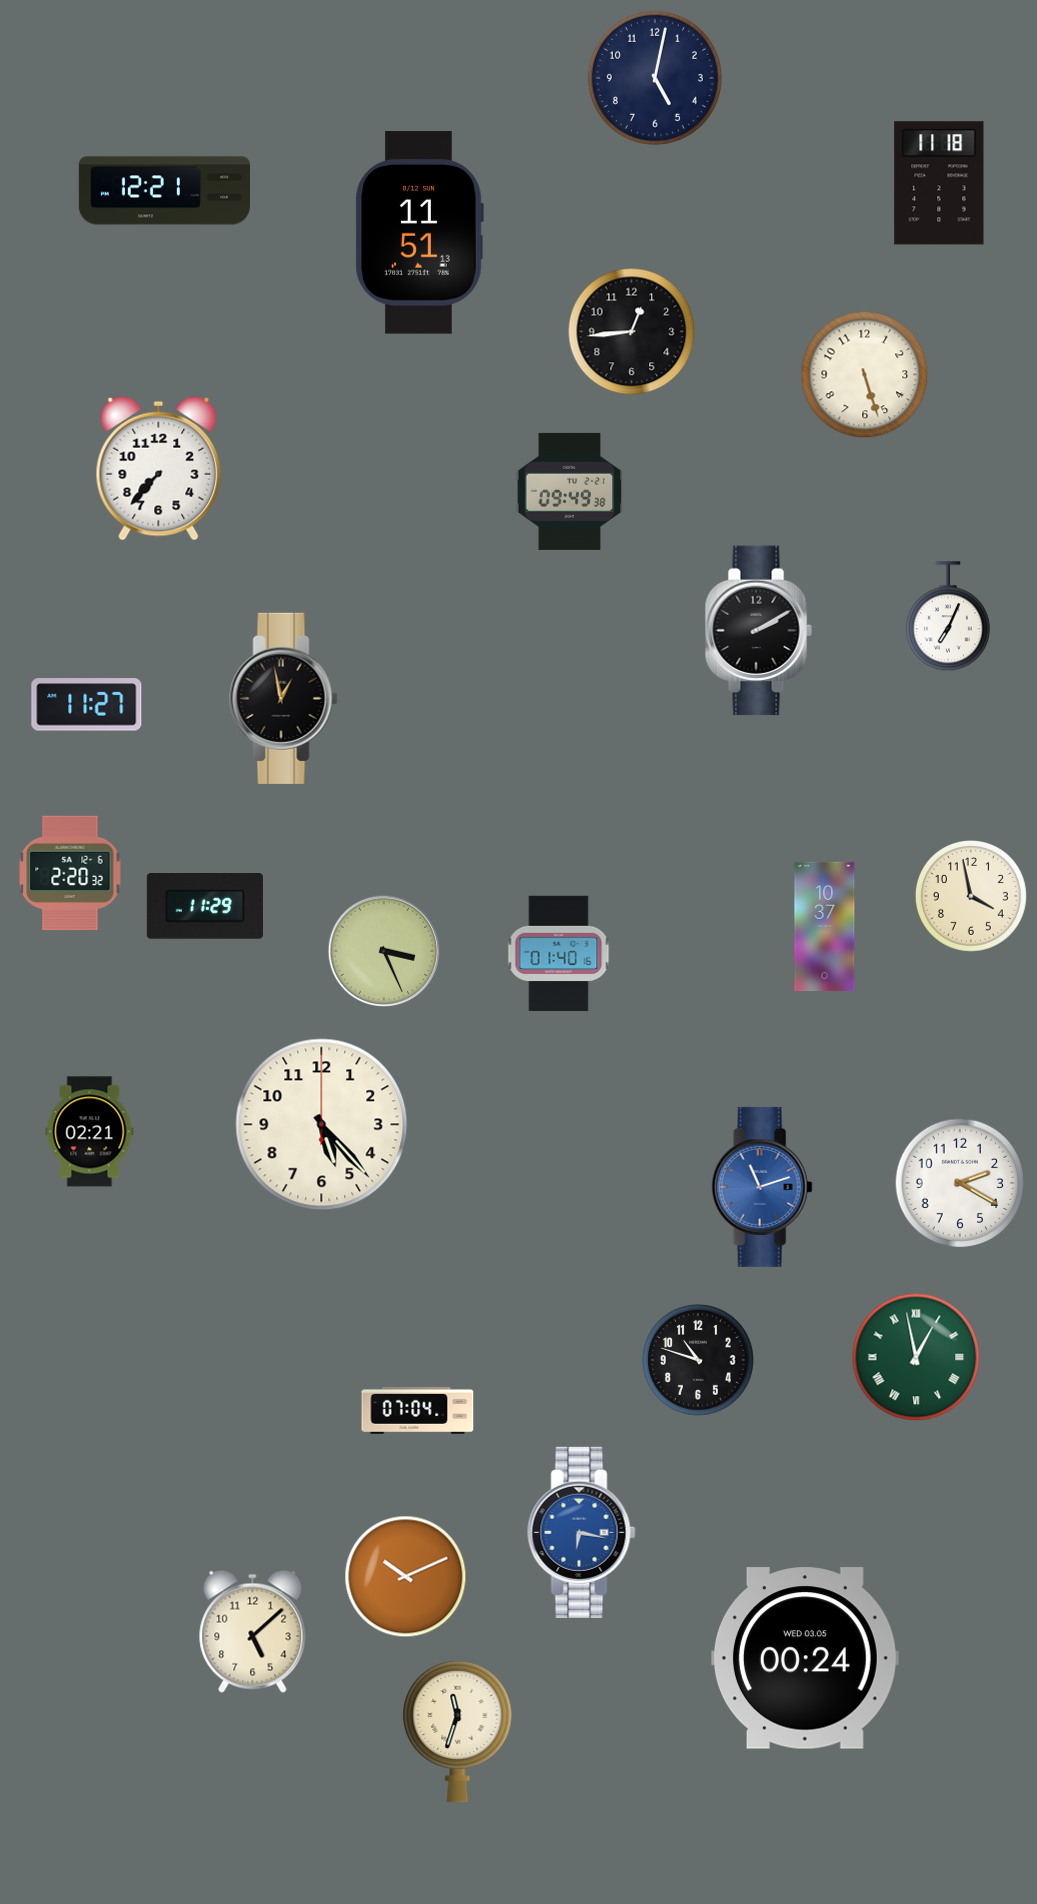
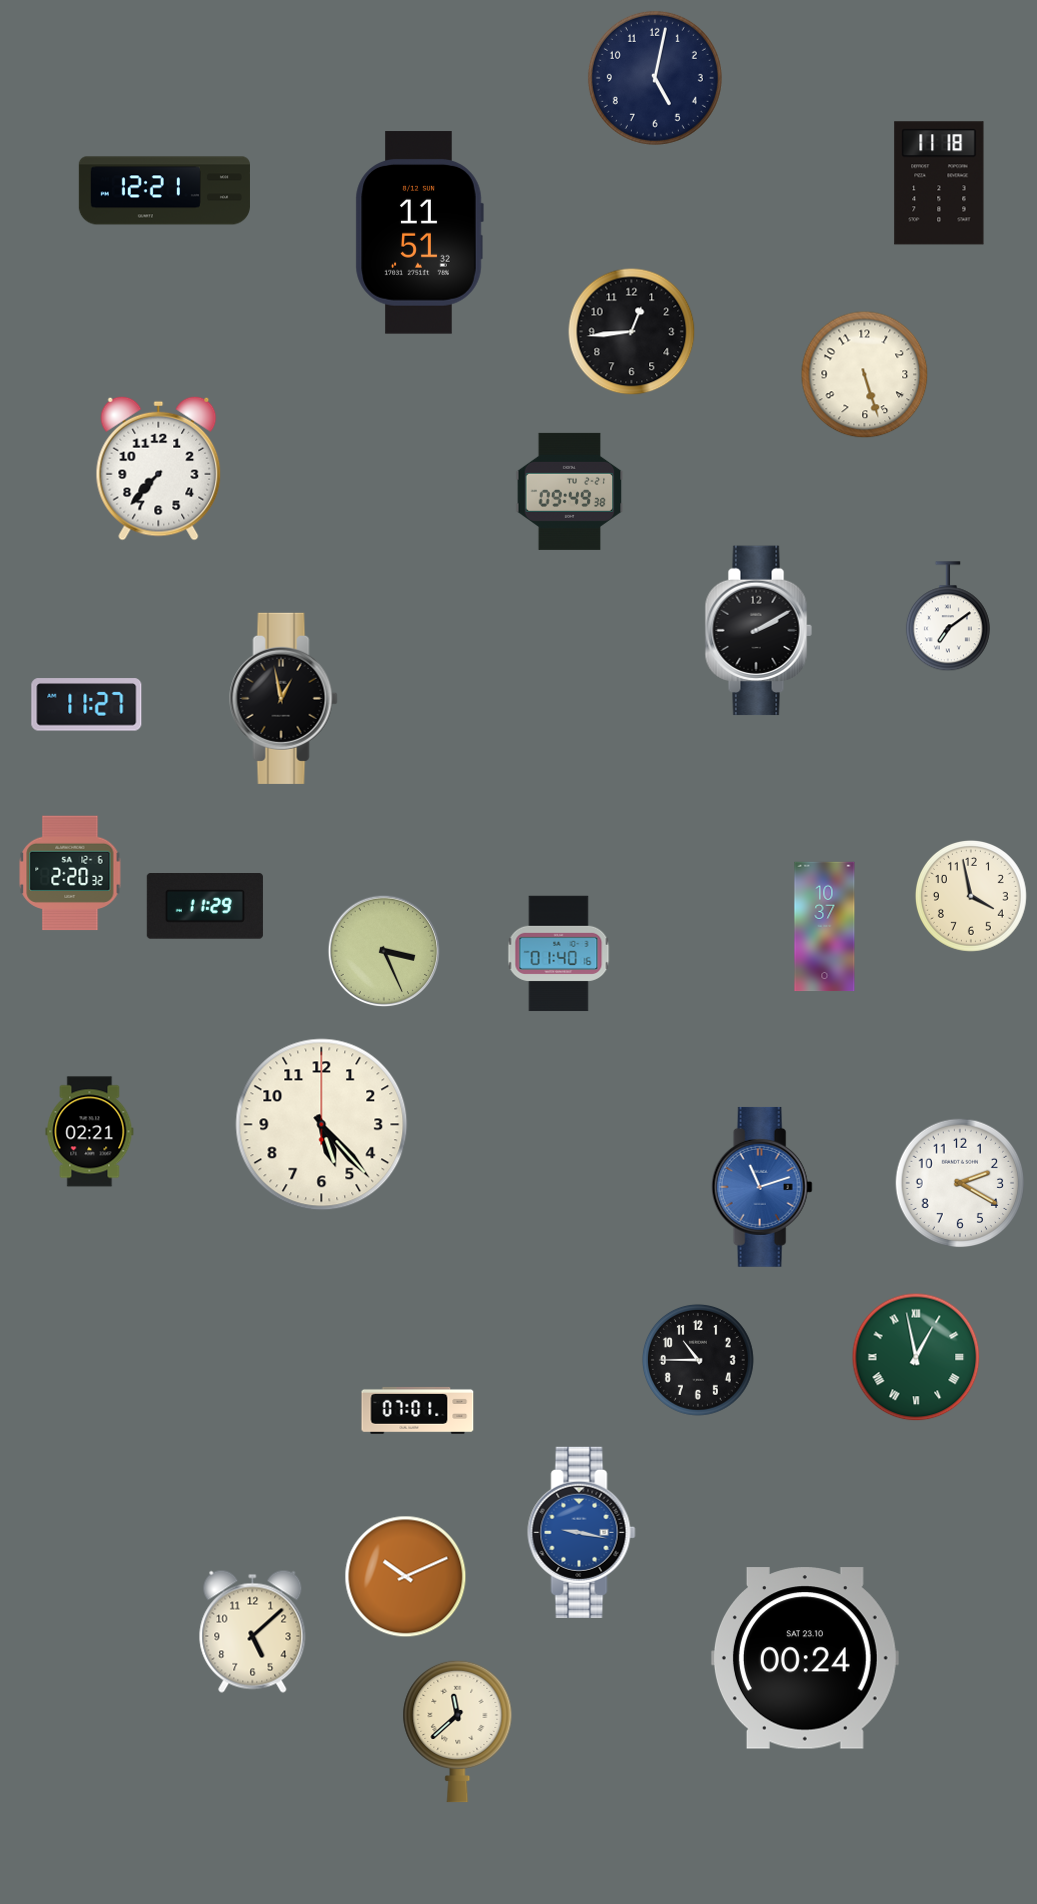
clock at (419, 233): 11:51:13 -> 11:51:32
clock at (948, 617): 7:04 -> 7:09
clock at (698, 1360): 10:48 -> 10:45
clock at (418, 1410): 07:04 -> 07:01
clock at (582, 1532): 6:17 -> 9:17
clock at (805, 1658) date: WED 03.05 -> SAT 23.10
clock at (458, 1731): 11:33 -> 11:38
